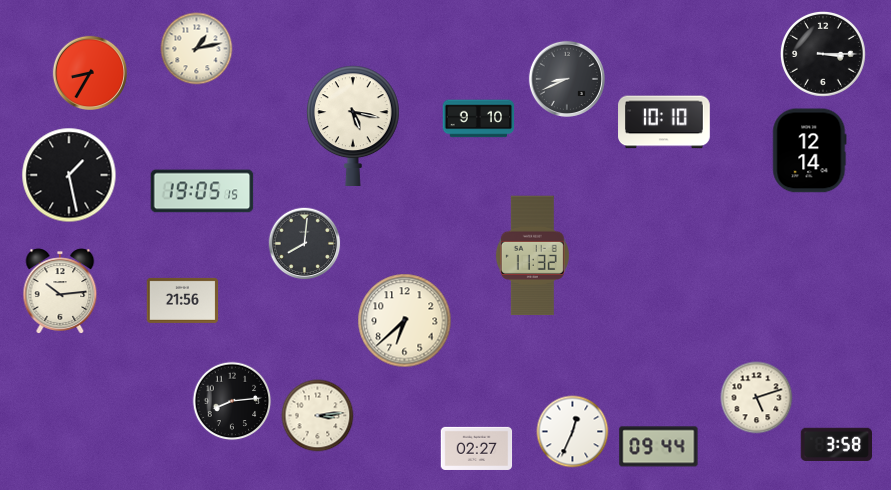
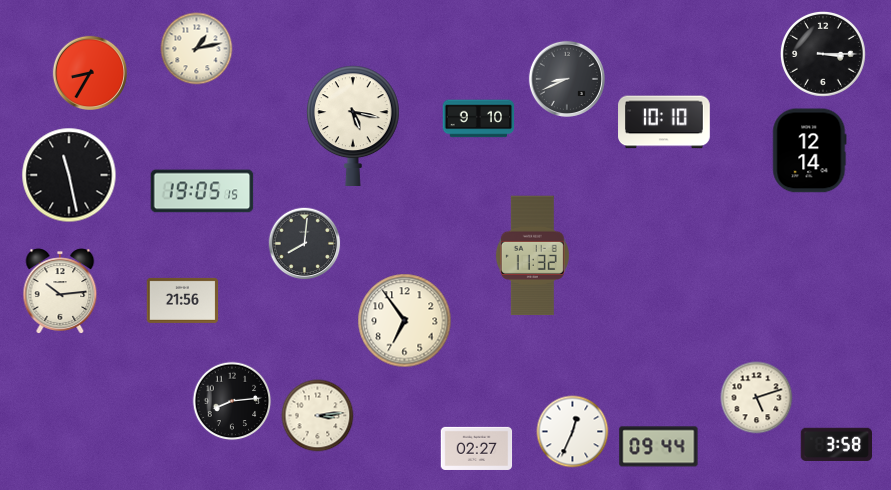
clock at (69, 175): 1:28 -> 11:28
clock at (405, 321): 6:38 -> 6:54
